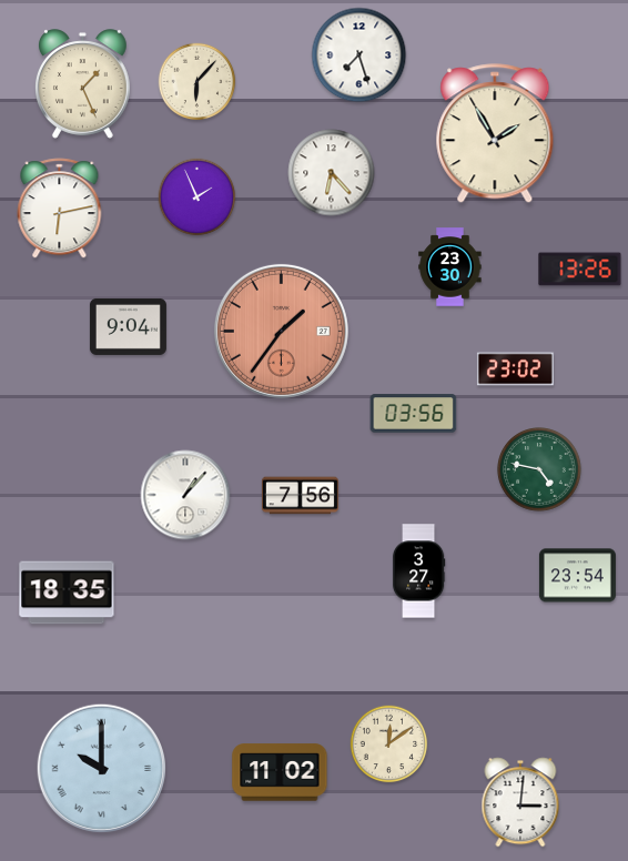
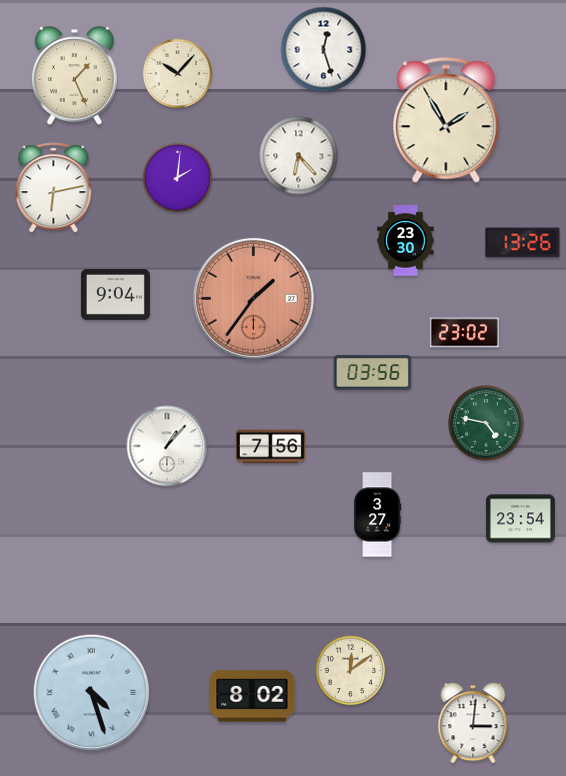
clock at (359, 55): 7:27 -> 12:27
clock at (197, 82): 6:07 -> 10:07
clock at (197, 197): 1:56 -> 2:01
clock at (67, 592): 18:35 -> none
clock at (102, 769): 10:00 -> 4:27
clock at (280, 772): 11:02 -> 8:02
clock at (520, 802) position: (520, 802) -> (473, 723)
